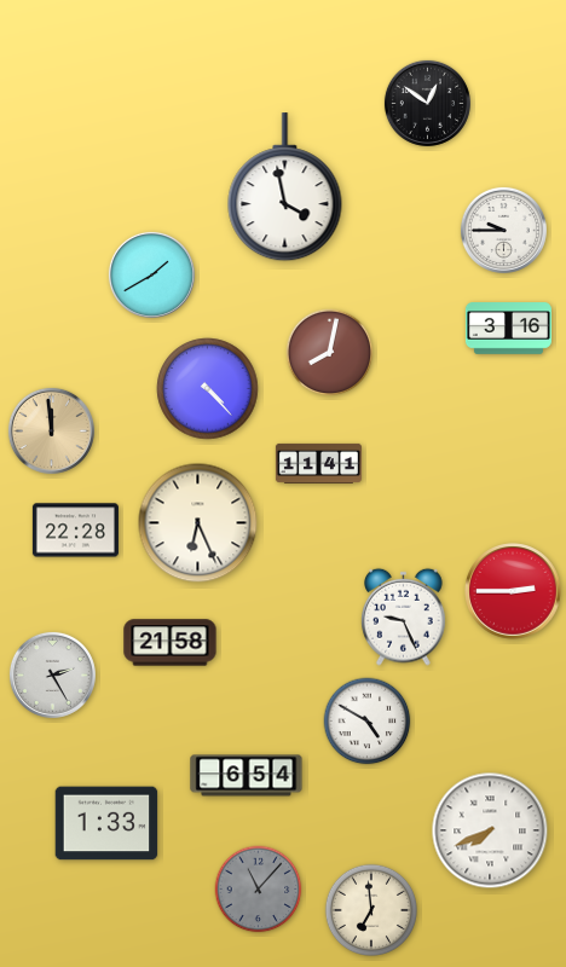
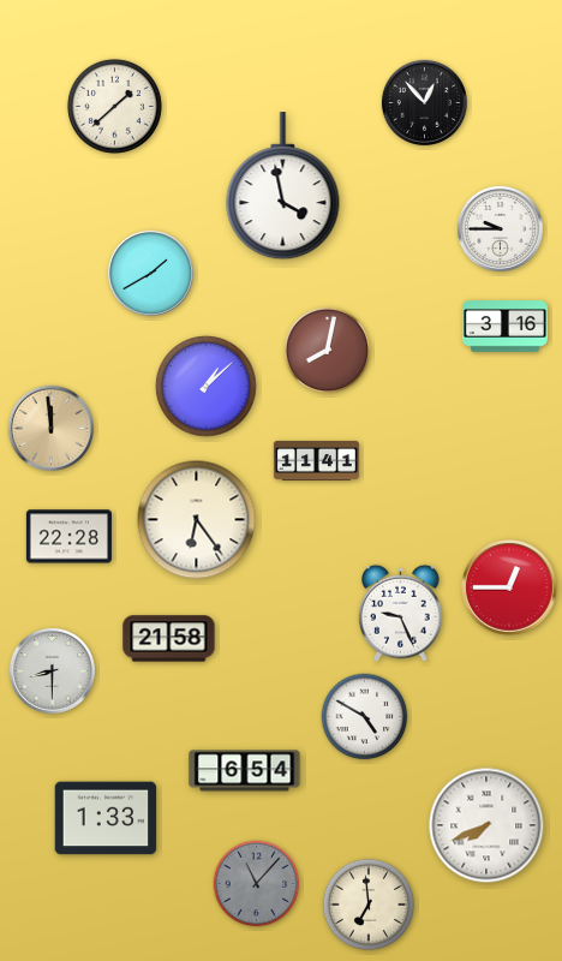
clock at (427, 103): 12:51 -> 12:53
clock at (114, 106): none -> 1:38
clock at (208, 389): 4:23 -> 1:08
clock at (198, 523): 6:26 -> 6:24
clock at (75, 531) position: (75, 531) -> (68, 537)
clock at (513, 591): 2:45 -> 12:45
clock at (52, 674): 2:25 -> 8:30
